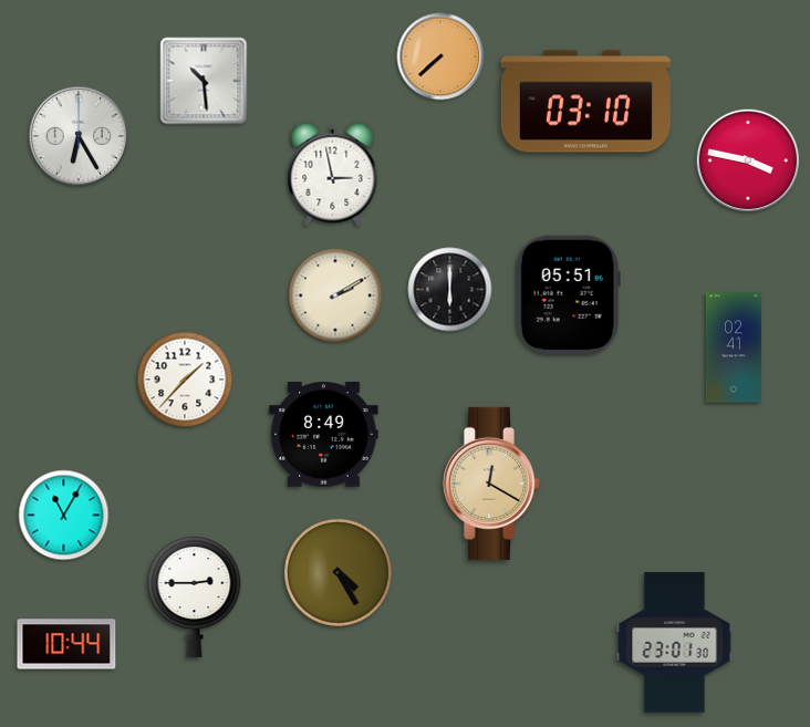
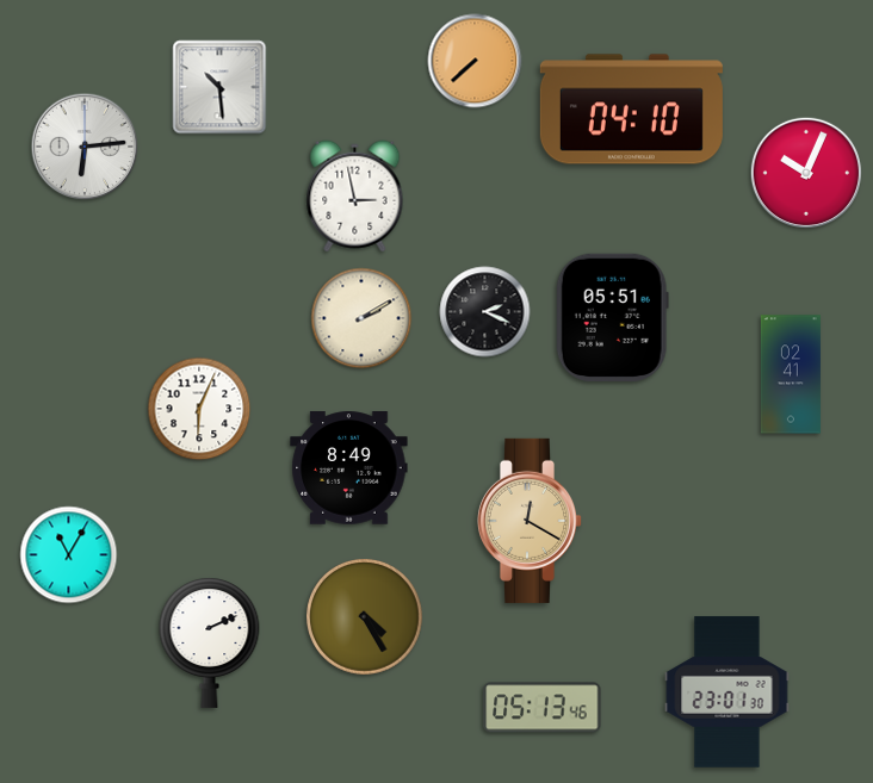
clock at (585, 102): 03:10 -> 04:10
clock at (79, 136): 6:25 -> 6:14
clock at (748, 160): 3:47 -> 10:04
clock at (333, 175) position: (333, 175) -> (355, 197)
clock at (450, 290): 6:00 -> 2:19
clock at (185, 380): 1:37 -> 6:04
clock at (195, 596): 2:45 -> 2:11
clock at (66, 644): 10:44 -> none
clock at (543, 708): none -> 05:13
